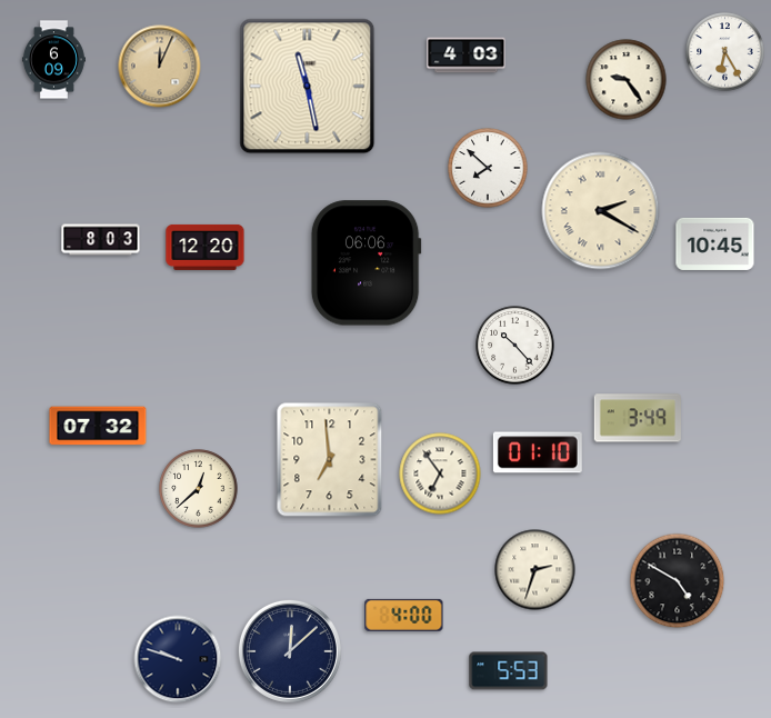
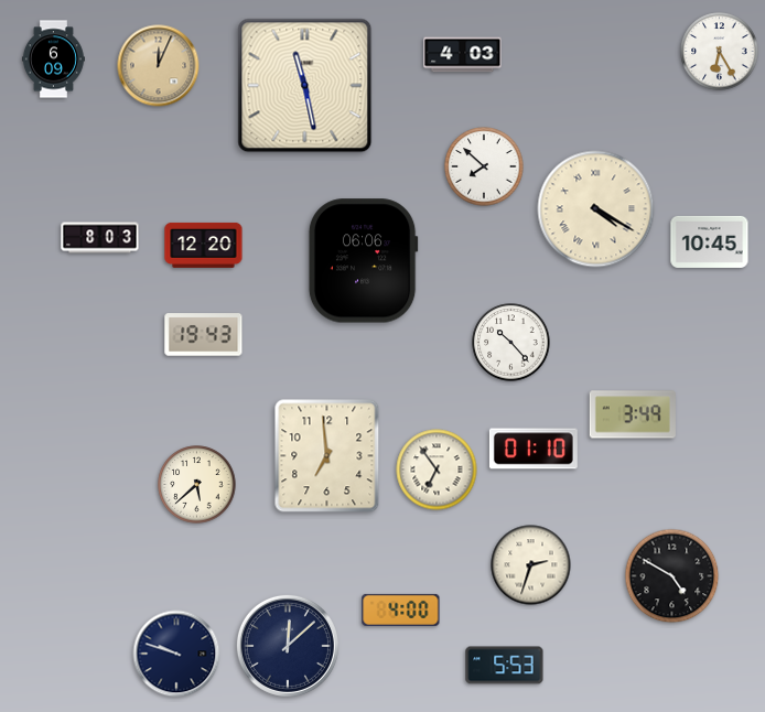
clock at (627, 80): 9:24 -> none
clock at (601, 211): 2:20 -> 4:20
clock at (204, 335): none -> 19:43
clock at (98, 426): 07:32 -> none
clock at (199, 489): 12:38 -> 5:38
